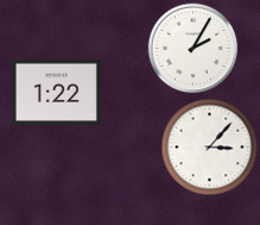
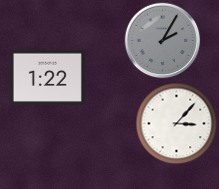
clock at (194, 49) dial: white -> grey
